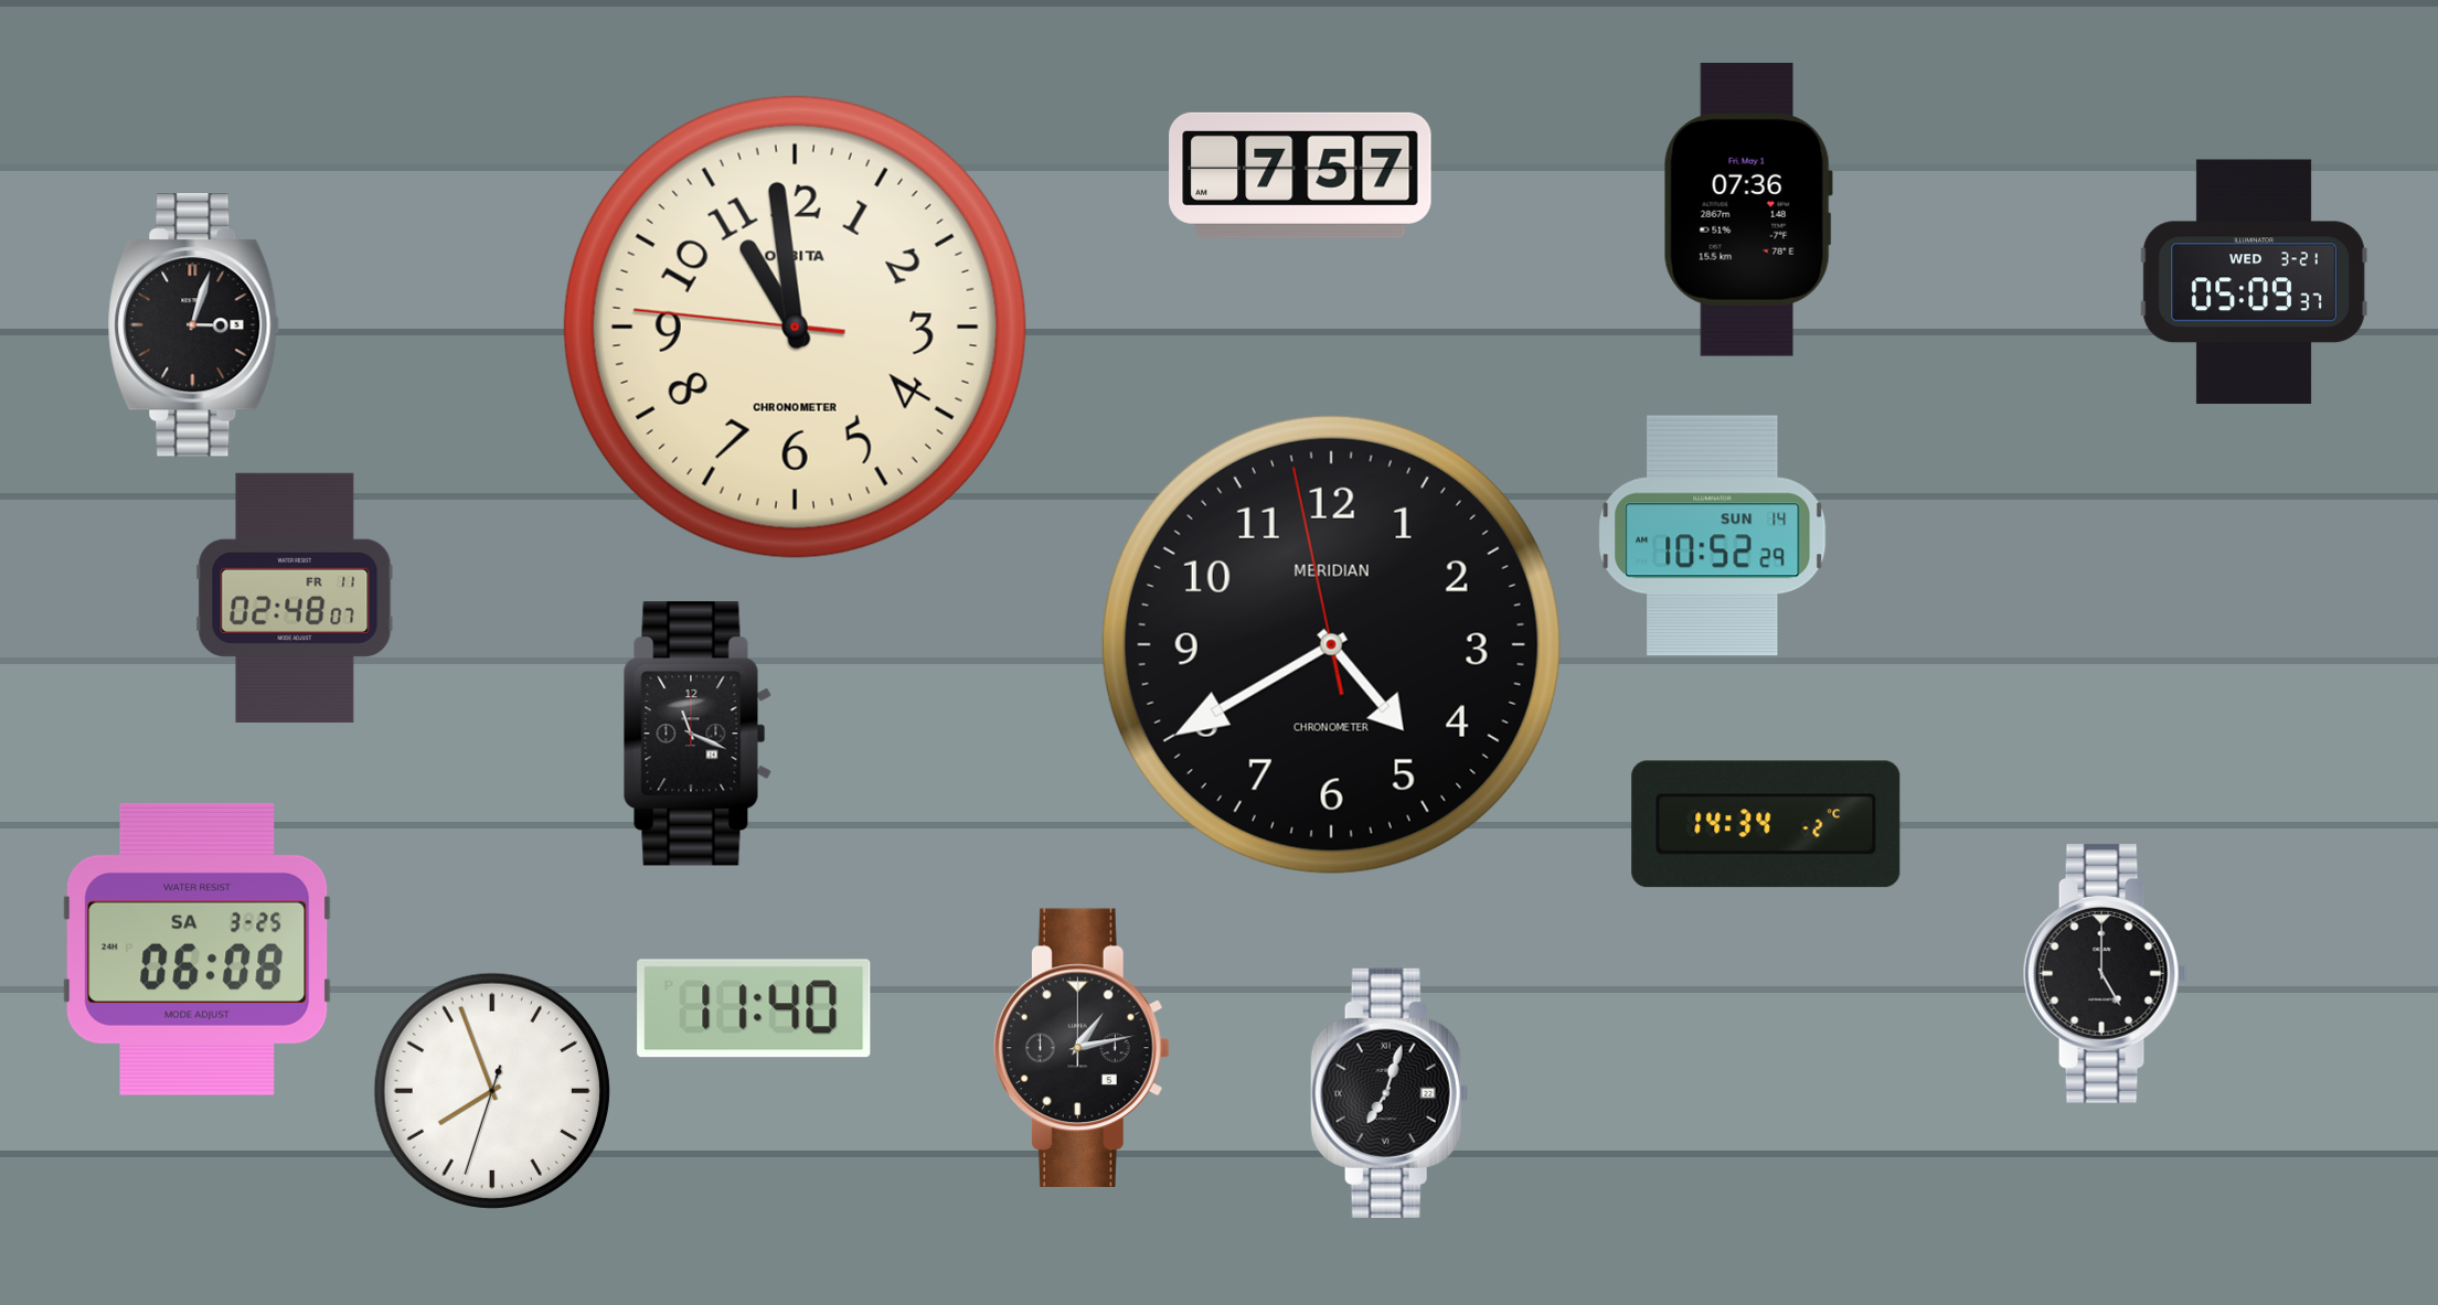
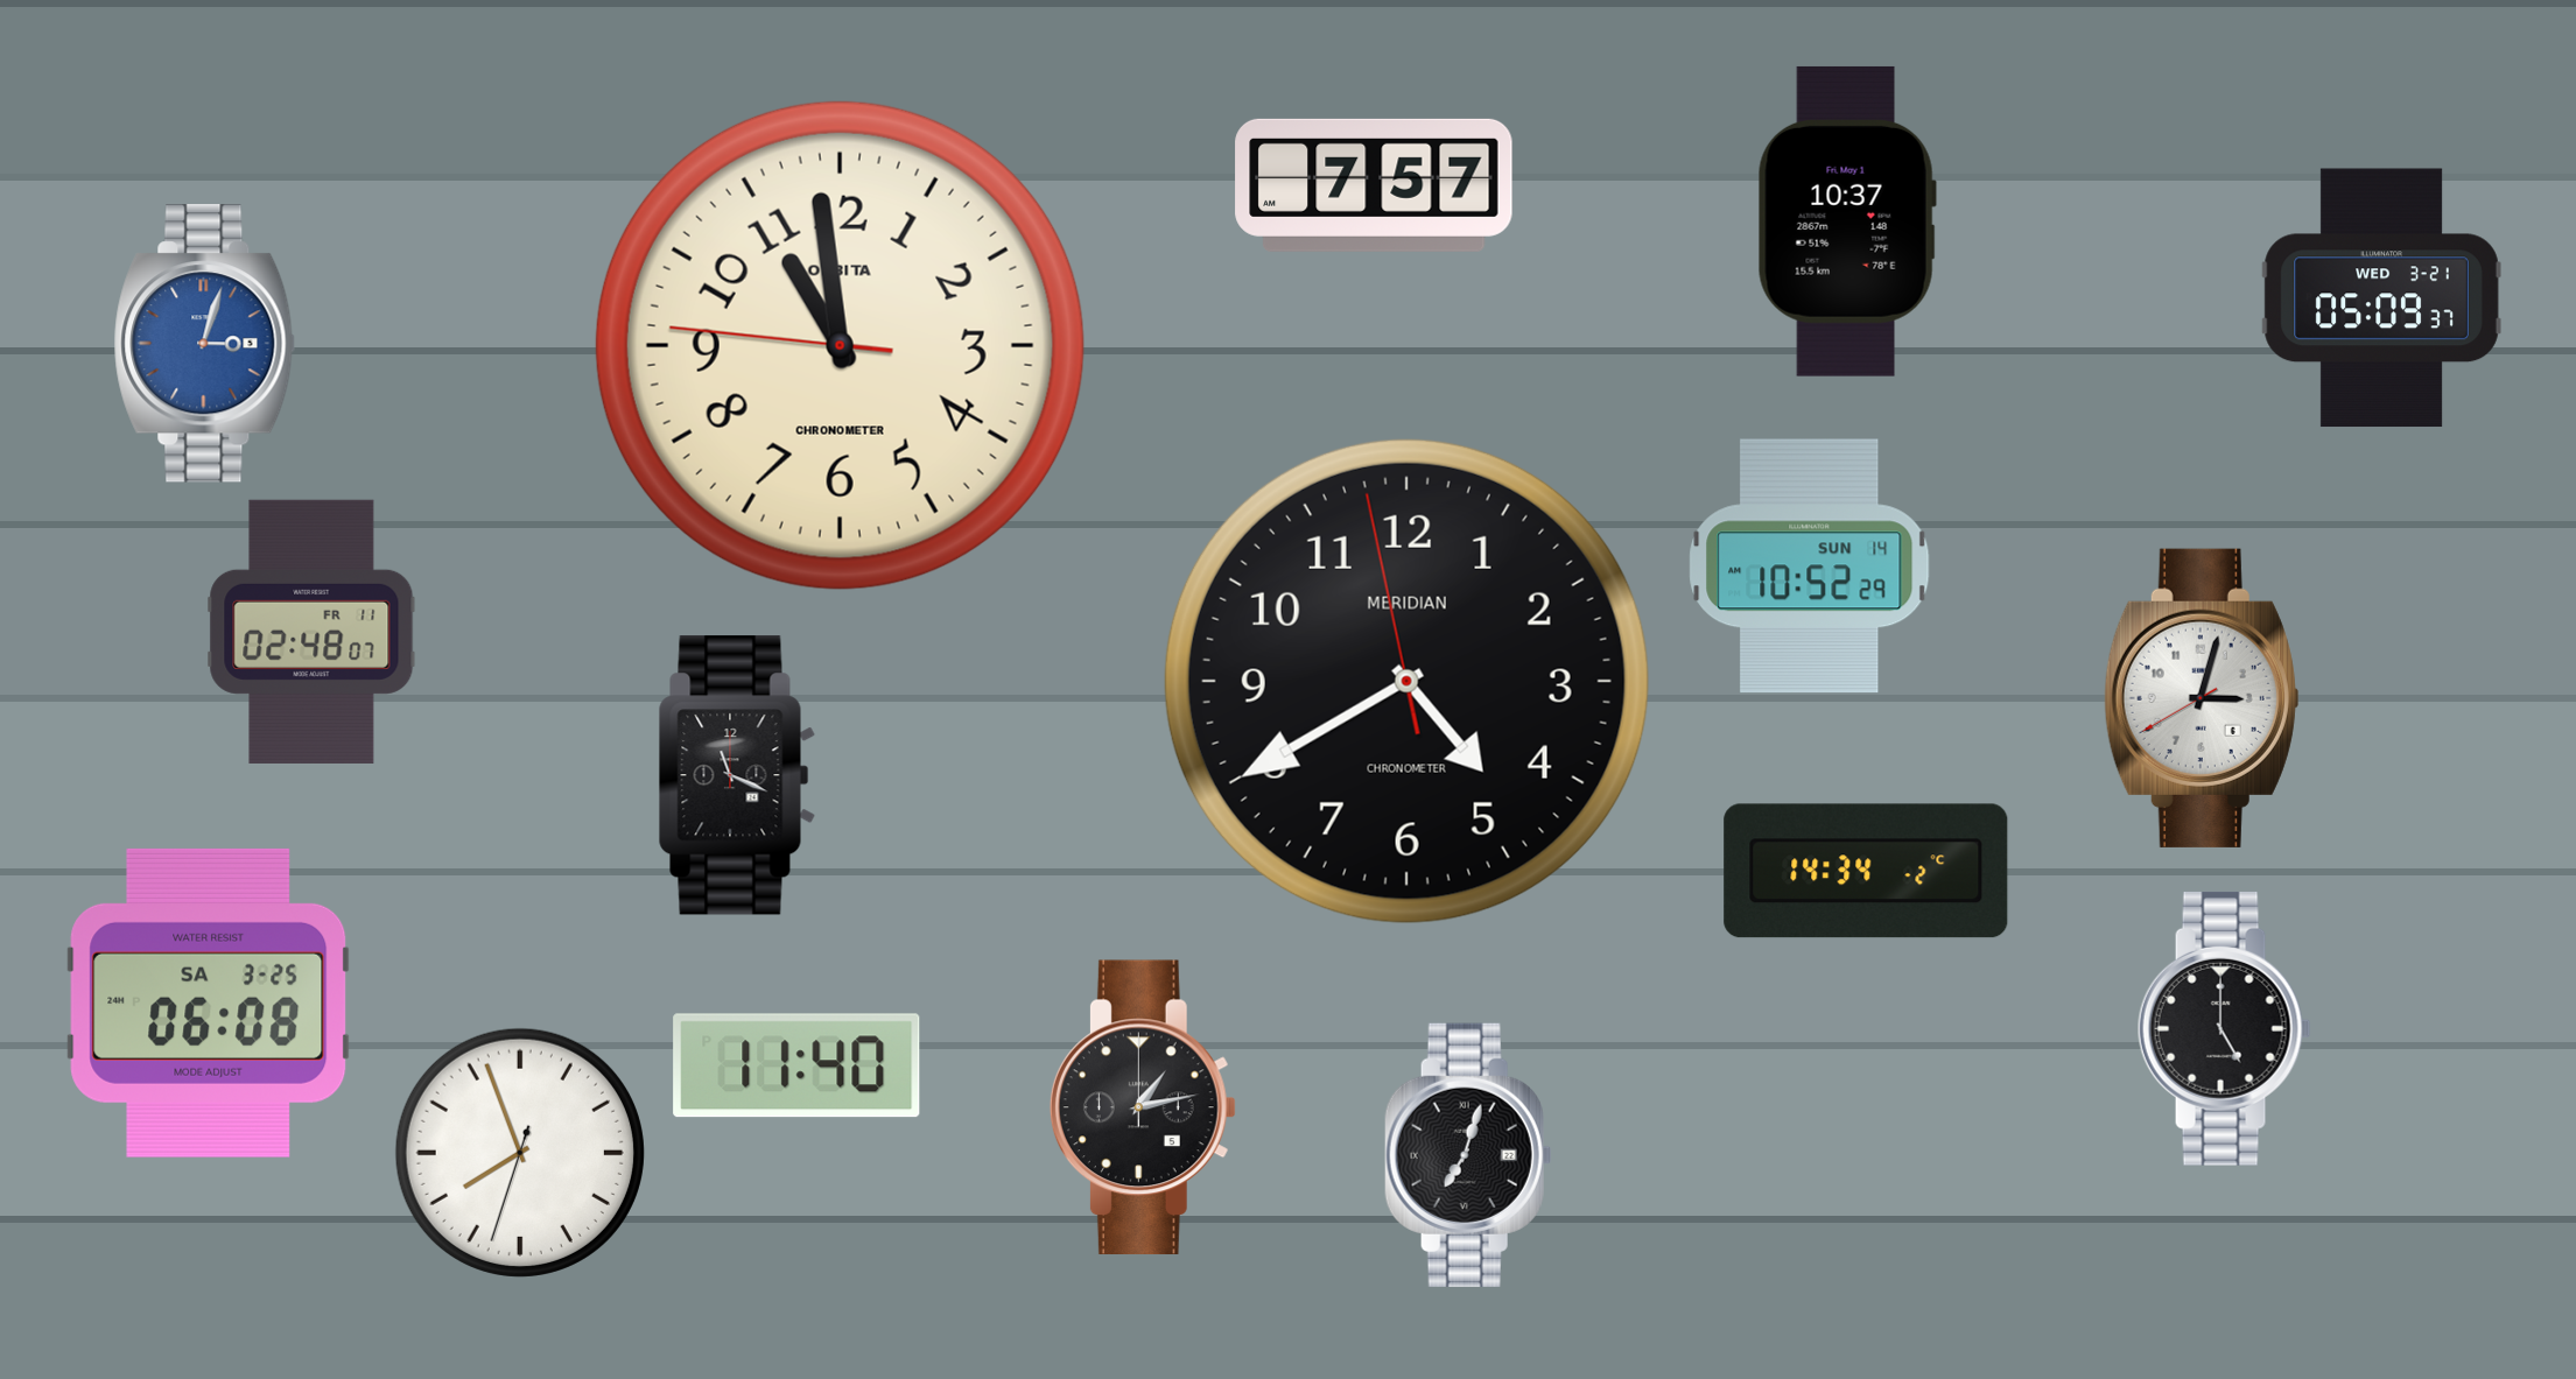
clock at (1748, 210): 07:36 -> 10:37
clock at (194, 325) dial: black -> blue
clock at (2202, 698): none -> 3:02
